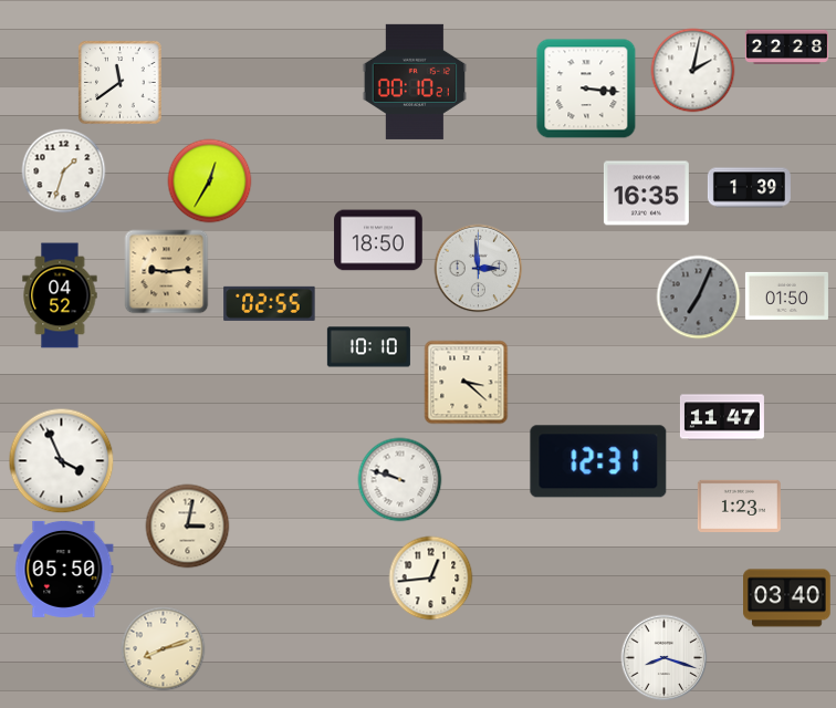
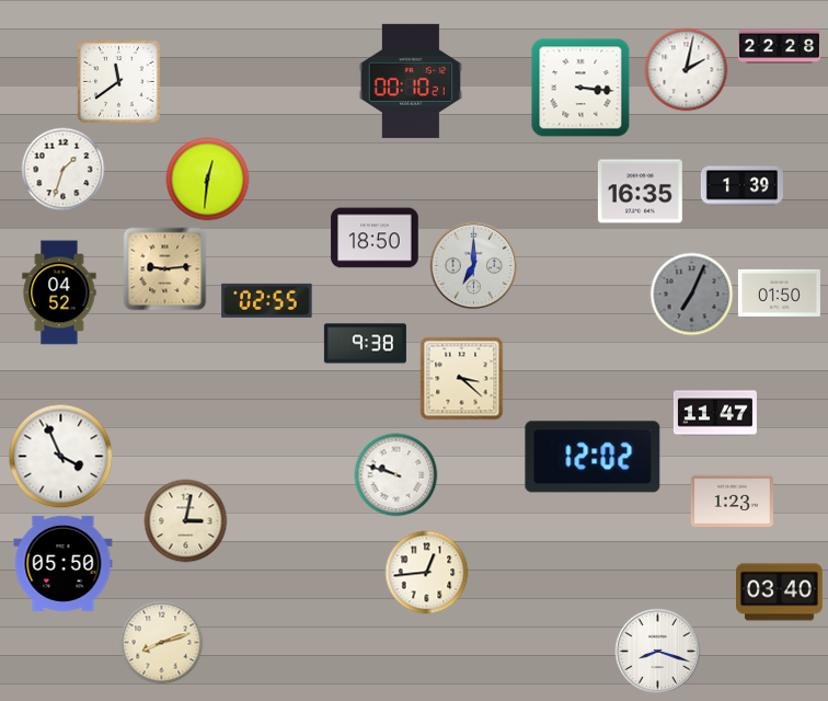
clock at (210, 181): 12:35 -> 12:31
clock at (479, 269): 2:59 -> 7:00
clock at (368, 347): 10:10 -> 9:38
clock at (598, 461): 12:31 -> 12:02
